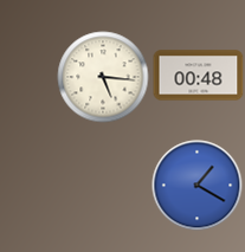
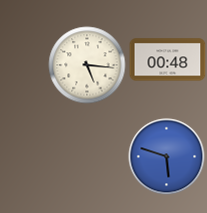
clock at (199, 76) position: (199, 76) -> (168, 60)
clock at (198, 186): 1:20 -> 5:48
